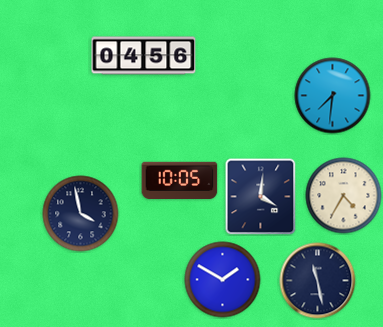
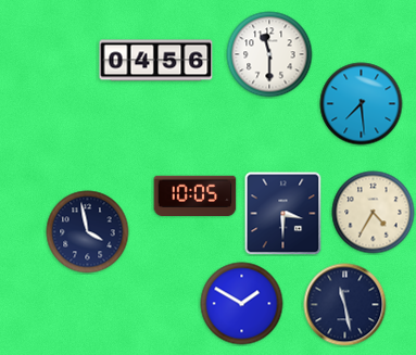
clock at (269, 54): none -> 11:30
clock at (333, 96): 7:31 -> 7:29
clock at (261, 197): 4:01 -> 3:30
